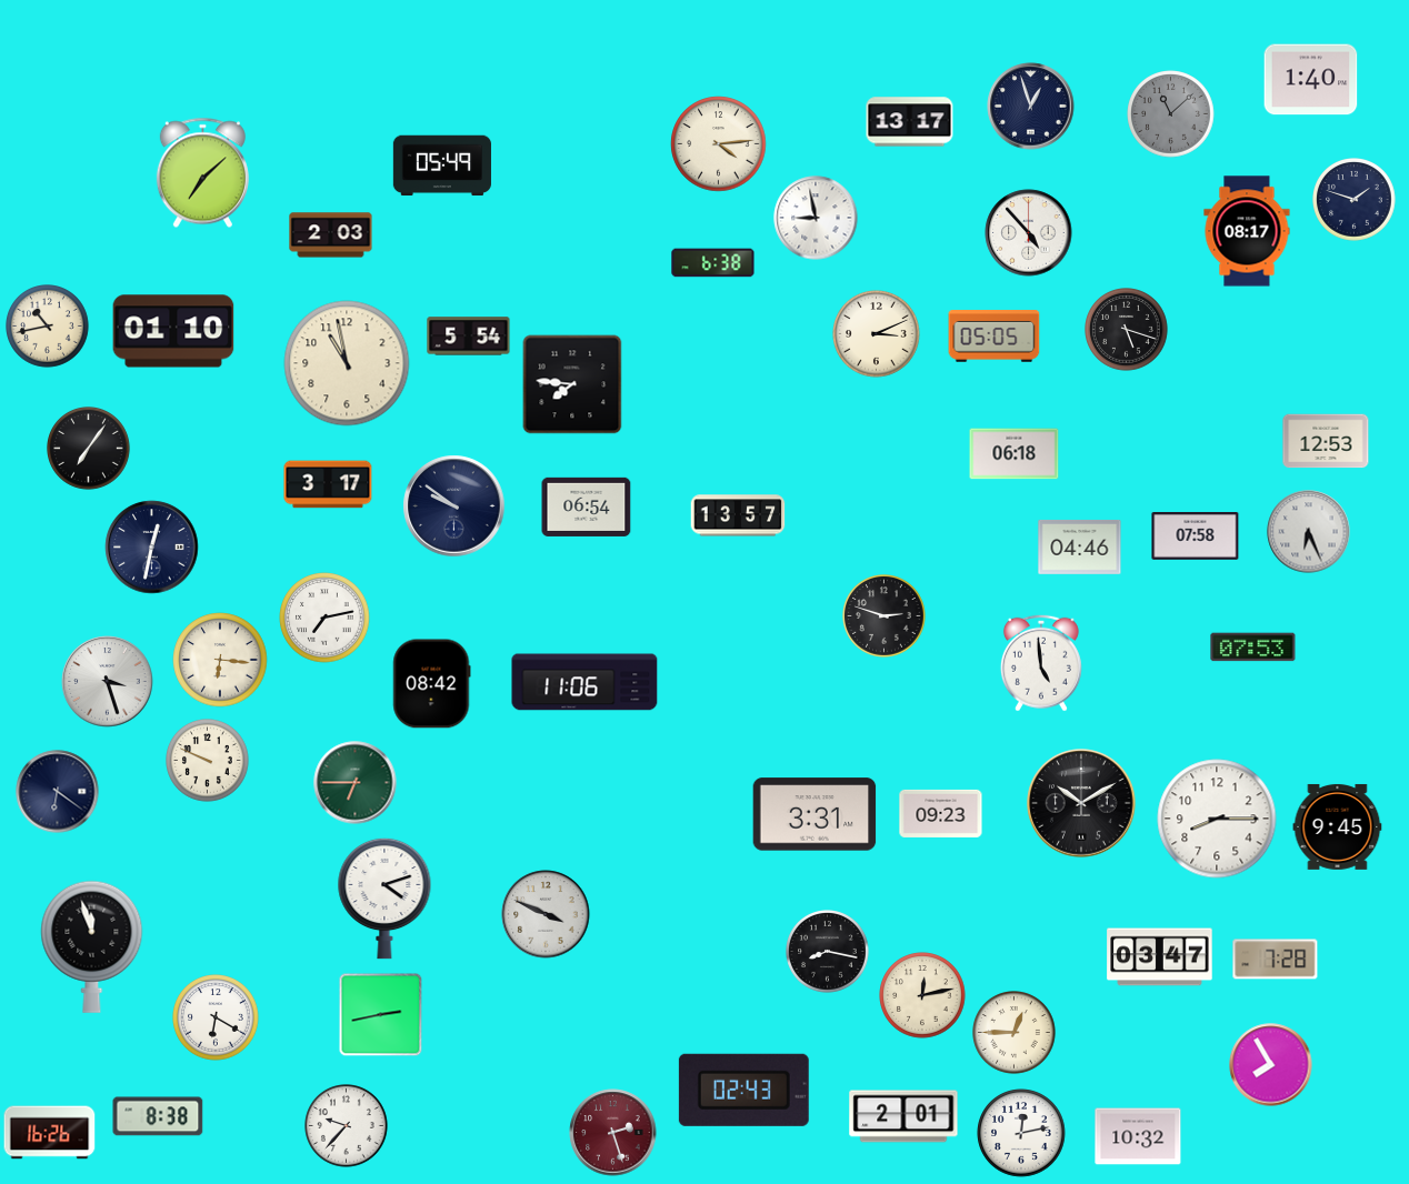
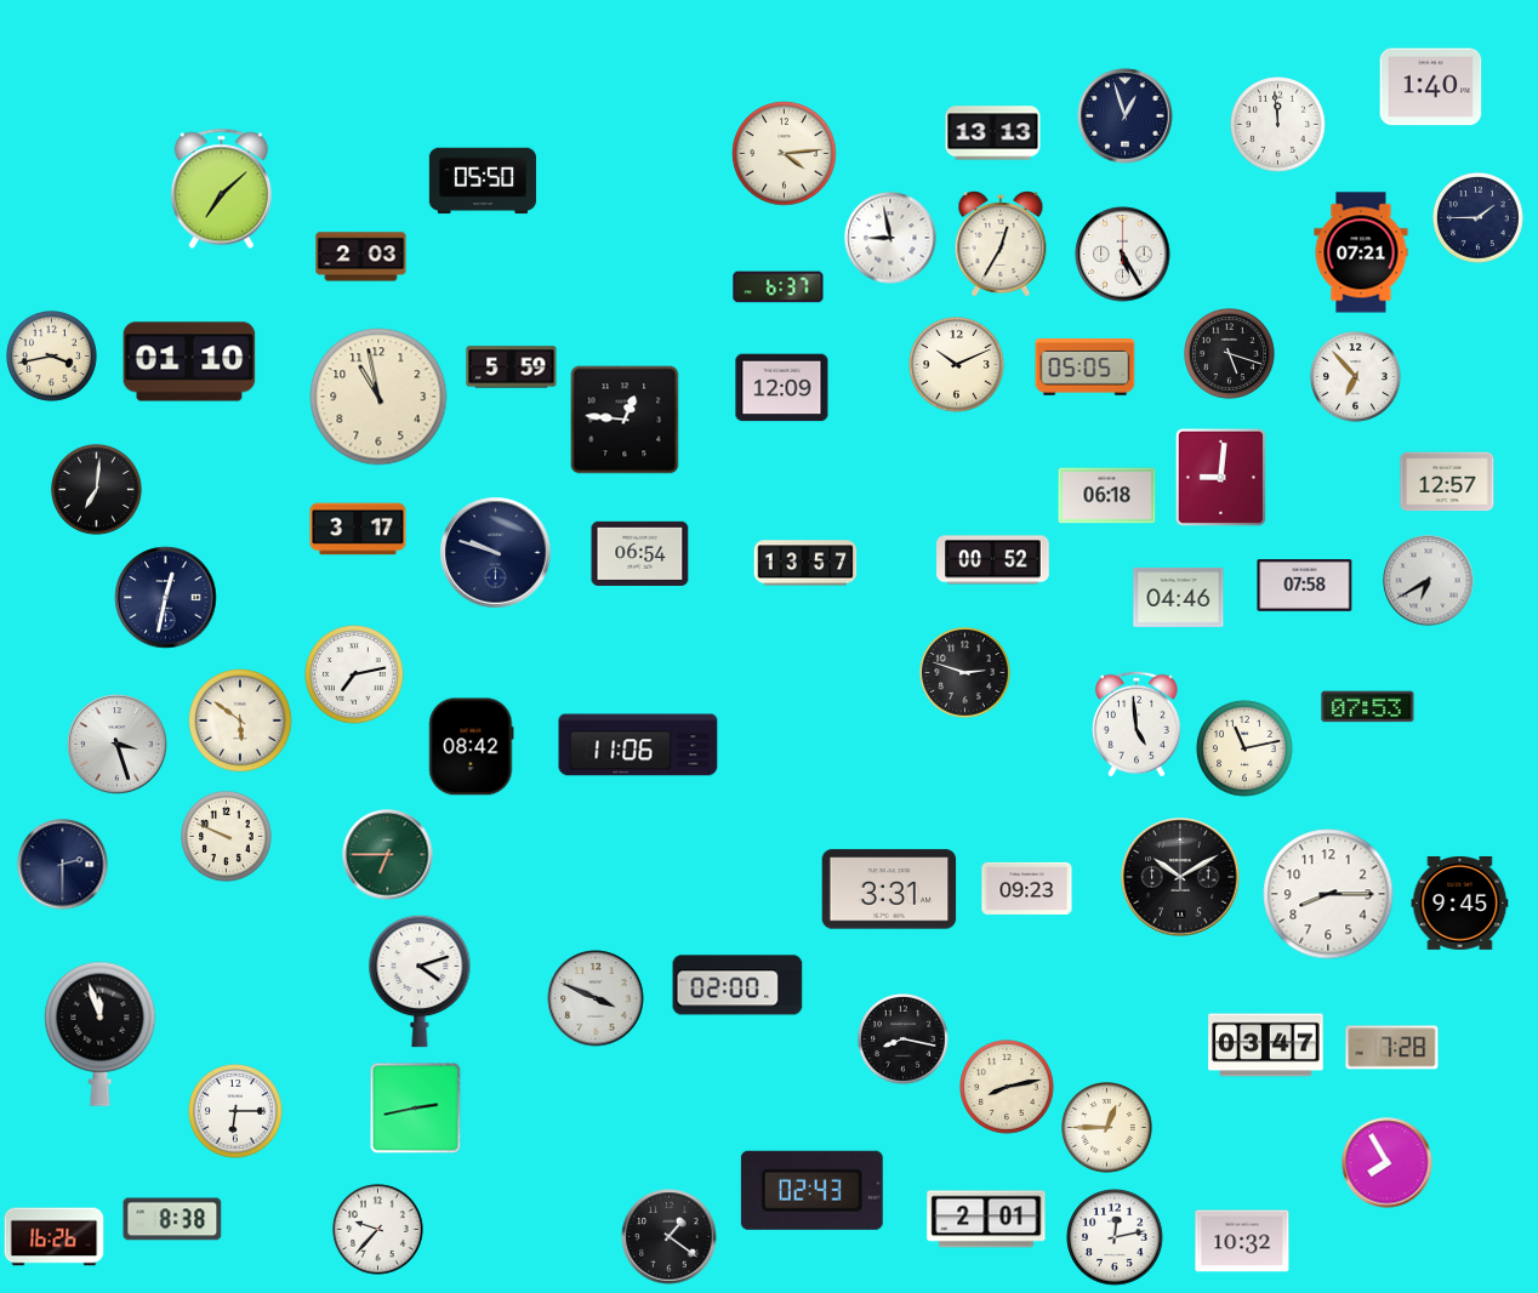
clock at (1171, 114): 11:08 -> 11:59
clock at (1171, 114) dial: grey -> white
clock at (910, 122): 13:17 -> 13:13
clock at (719, 144) position: (719, 144) -> (785, 154)
clock at (442, 165): 05:49 -> 05:50
clock at (1355, 200): 1:48 -> 1:45
clock at (1001, 245): none -> 12:35
clock at (1247, 231): 08:17 -> 07:21
clock at (1029, 233): 4:53 -> 5:25
clock at (713, 263): 6:38 -> 6:37
clock at (48, 327): 10:43 -> 3:43
clock at (1127, 330) position: (1127, 330) -> (1230, 354)
clock at (877, 334): 3:11 -> 10:11
clock at (469, 337): 5:54 -> 5:59
clock at (1356, 377): none -> 6:53
clock at (782, 388): none -> 12:09
clock at (572, 384): 7:46 -> 12:46
clock at (1220, 477): none -> 9:01
clock at (1326, 441): 12:53 -> 12:57
clock at (89, 449): 7:06 -> 7:01
clock at (454, 506): 9:51 -> 9:48
clock at (993, 560): none -> 00:52
clock at (1309, 532): 6:26 -> 6:40
clock at (220, 660): 6:16 -> 5:51
clock at (1244, 748): none -> 11:13
clock at (208, 761) position: (208, 761) -> (227, 837)
clock at (58, 792): 6:21 -> 2:30
clock at (737, 985): none -> 02:00
clock at (922, 995): 12:13 -> 8:13
clock at (216, 1017): 6:20 -> 6:15
clock at (613, 1133): 2:27 -> 1:21
clock at (613, 1133) dial: burgundy -> black
